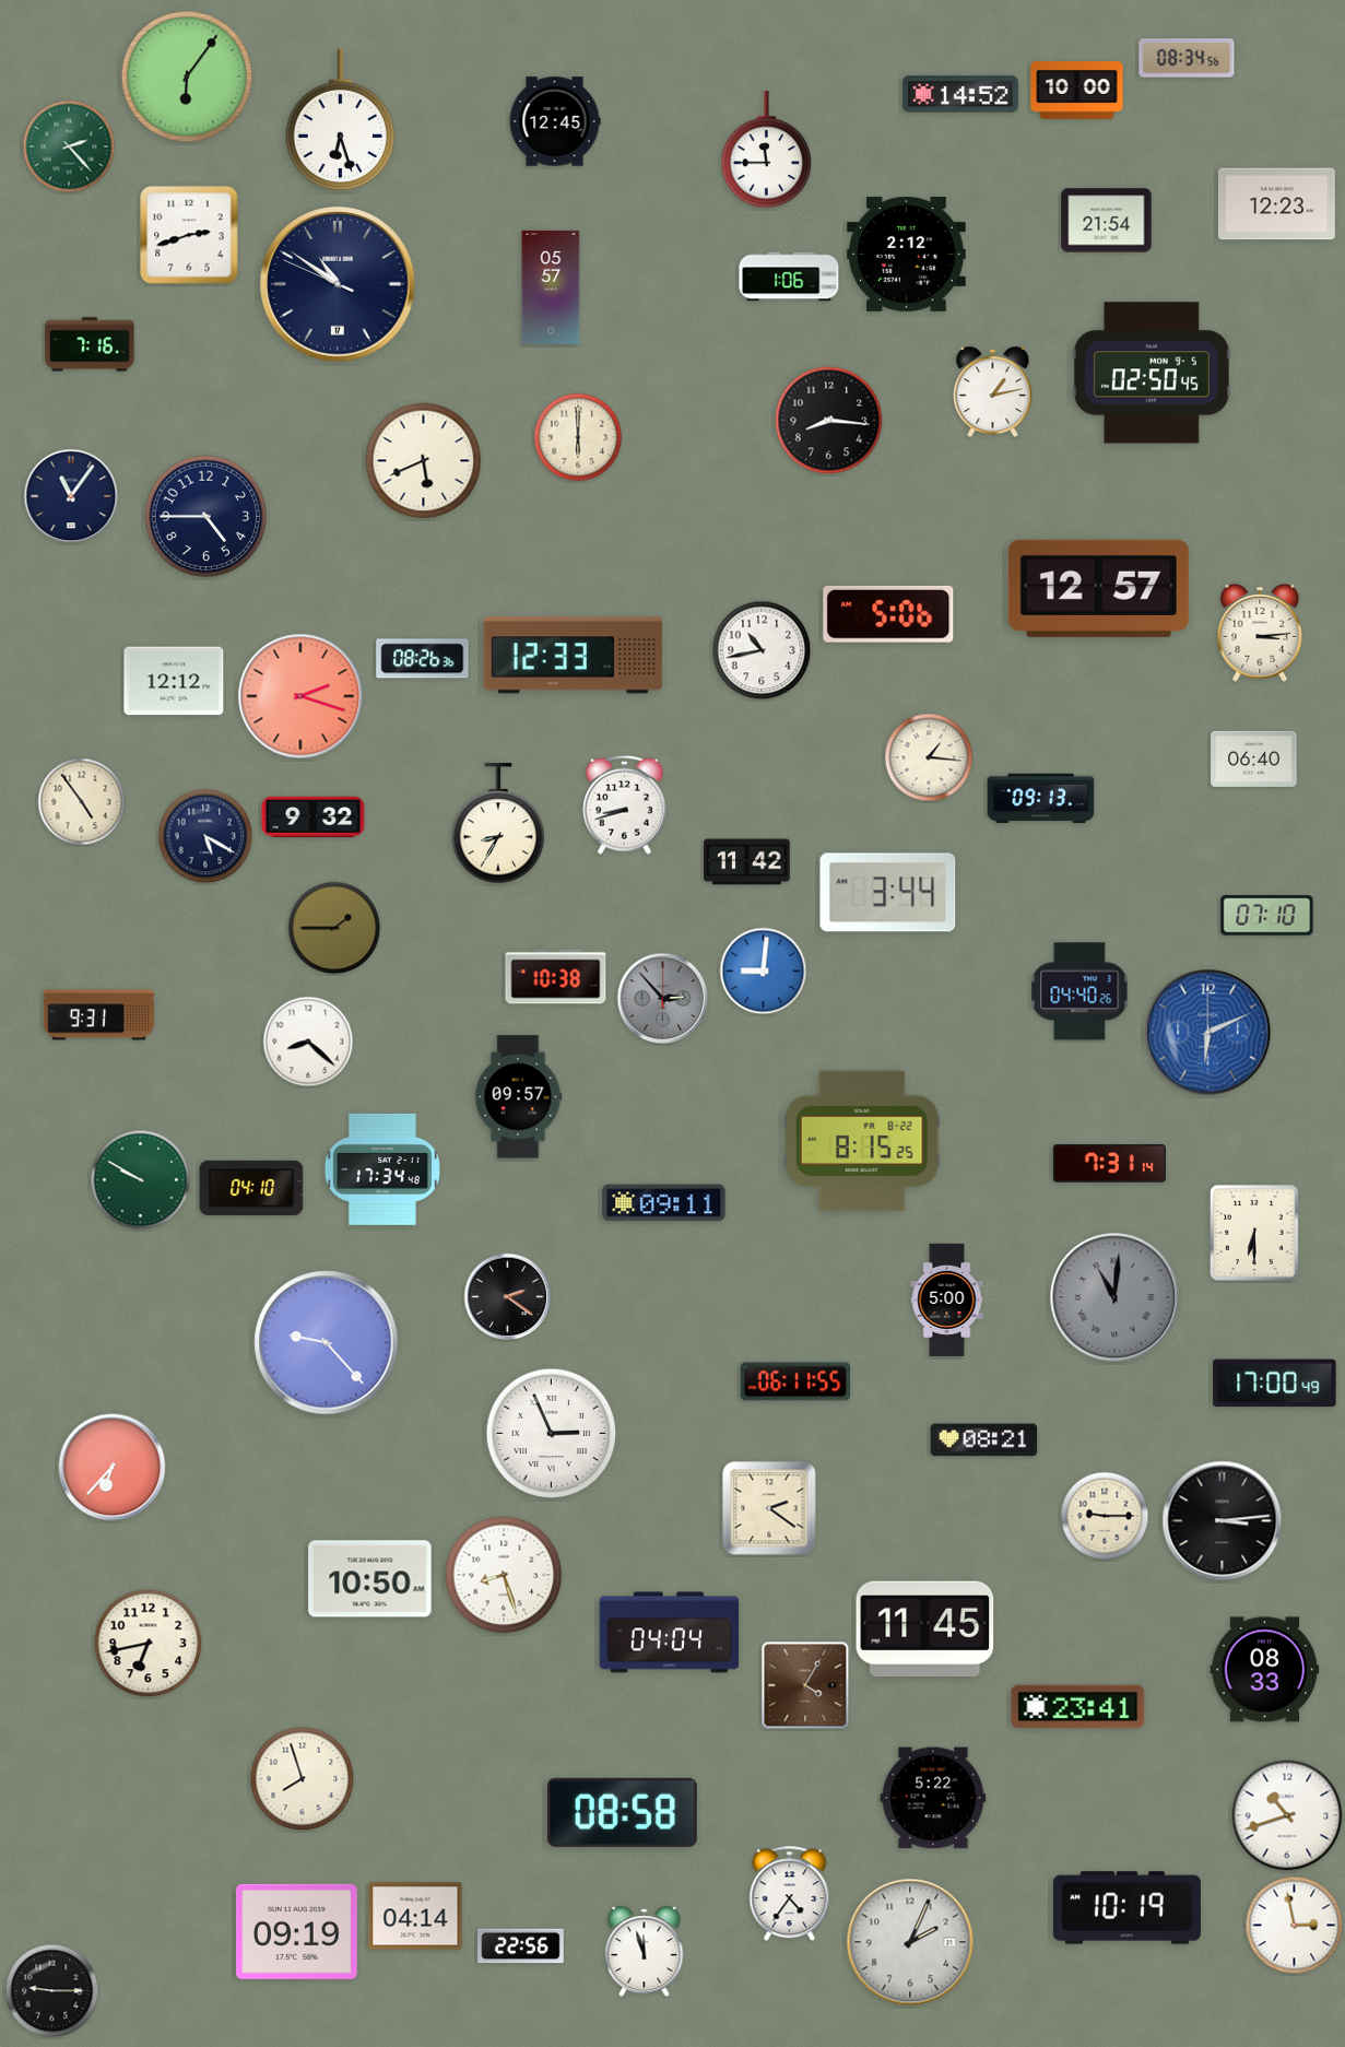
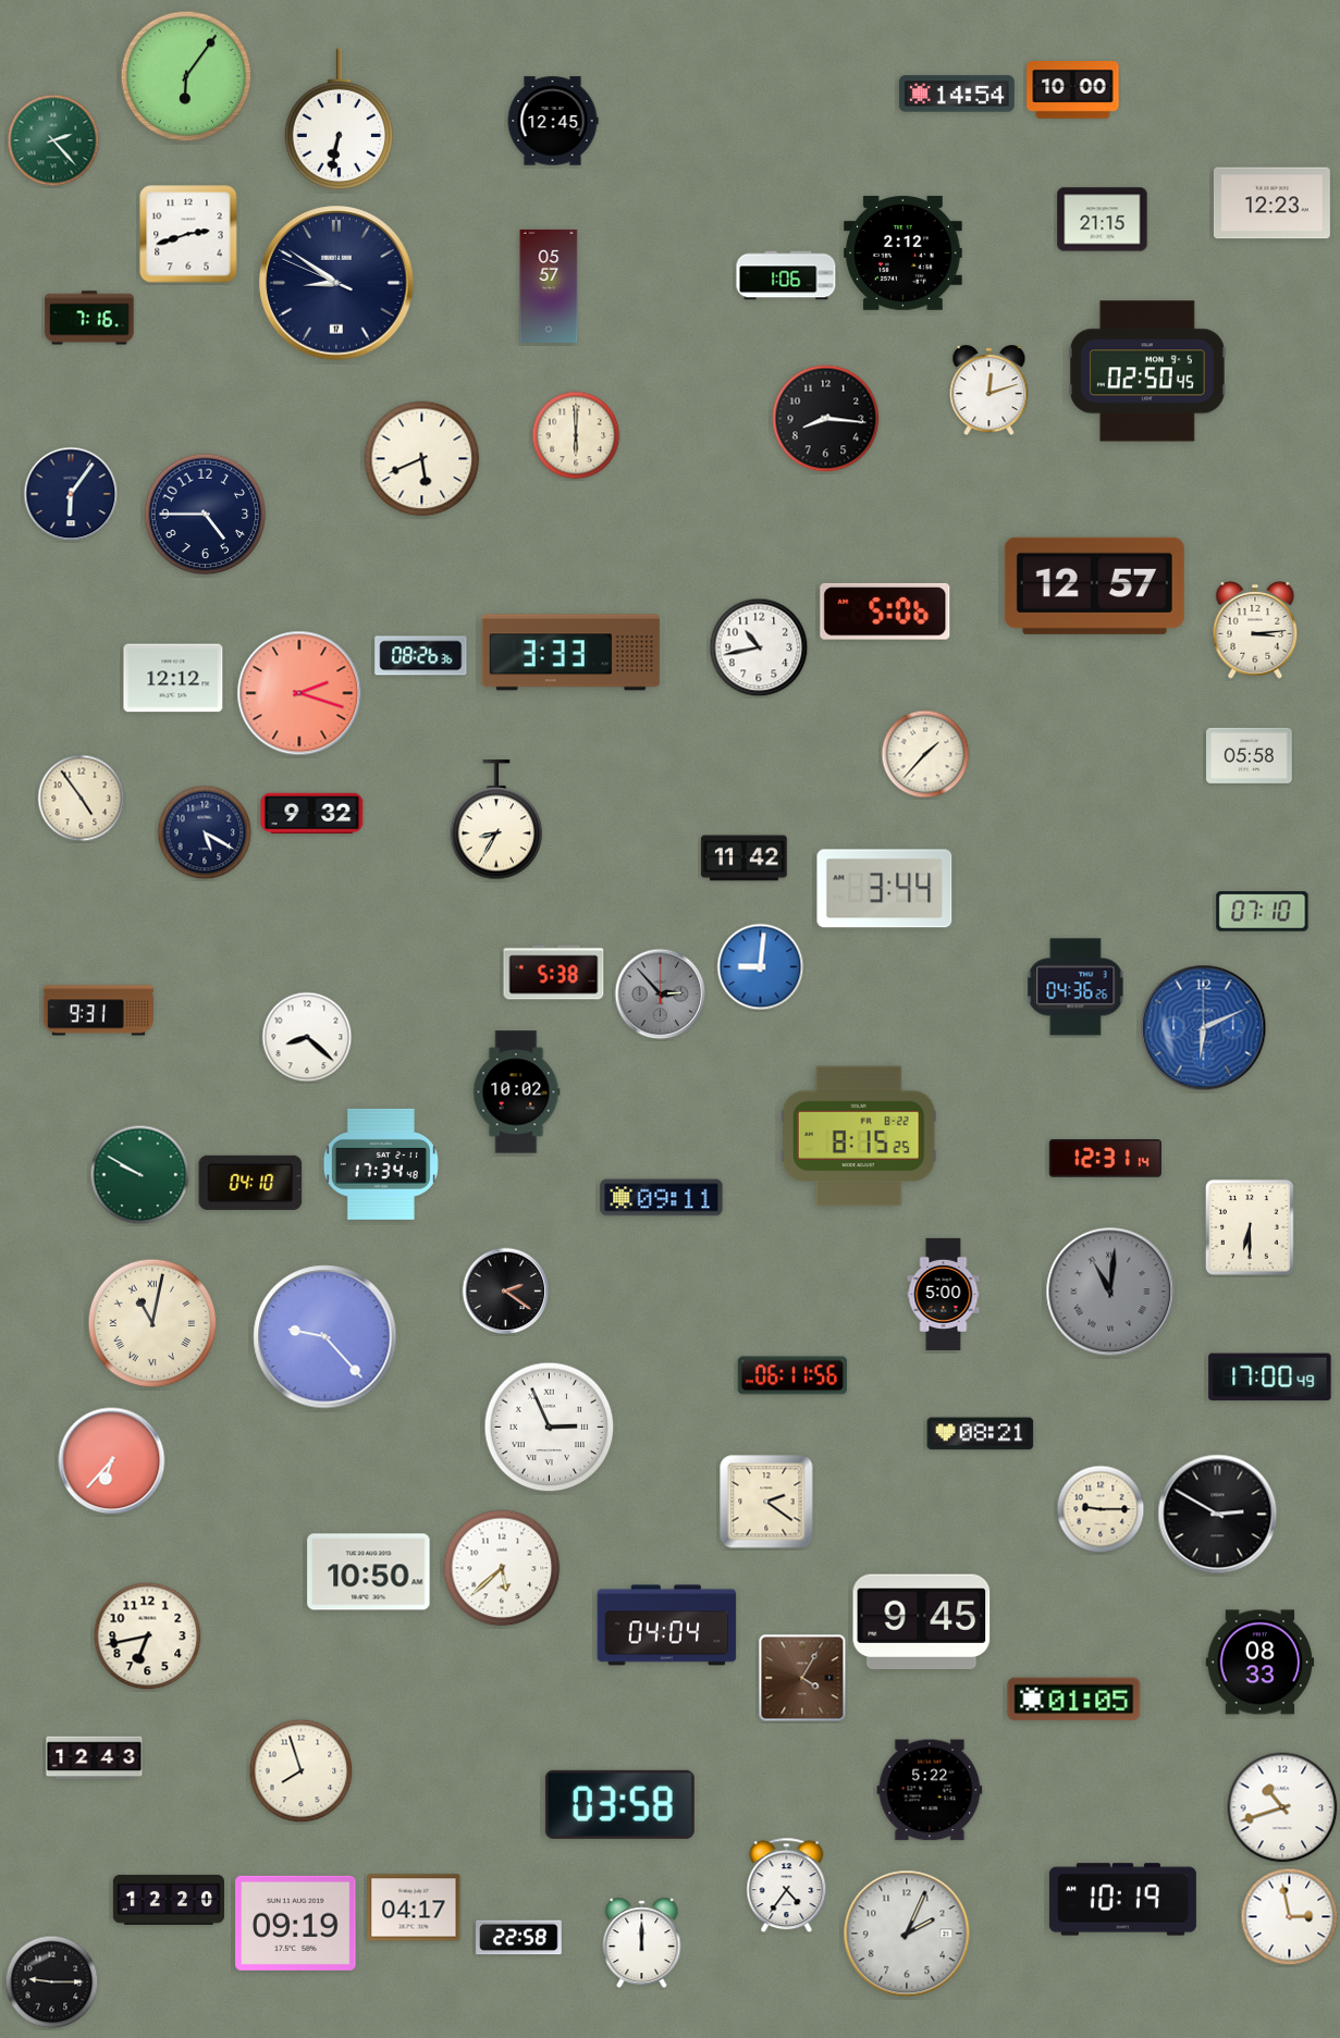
clock at (1187, 58): 08:34 -> none
clock at (960, 94): 14:52 -> 14:54
clock at (340, 120): 6:27 -> 6:32
clock at (69, 146) position: (69, 146) -> (53, 140)
clock at (767, 150): 11:45 -> none
clock at (1107, 221): 21:54 -> 21:15
clock at (338, 284): 10:50 -> 8:50
clock at (90, 344) position: (90, 344) -> (89, 318)
clock at (993, 392): 1:13 -> 12:12
clock at (71, 496): 11:06 -> 6:06
clock at (573, 656): 12:33 -> 3:33
clock at (929, 757): 1:16 -> 1:37
clock at (1254, 758): 06:40 -> 05:58
clock at (1041, 799): 09:13 -> none
clock at (625, 804): 8:42 -> none
clock at (334, 928): 1:45 -> none
clock at (556, 977): 10:38 -> 5:38
clock at (1079, 991): 04:40 -> 04:36
clock at (518, 1097): 09:57 -> 10:02
clock at (1109, 1164): 7:31 -> 12:31
clock at (152, 1323): none -> 11:02
clock at (795, 1381): 06:11:55 -> 06:11:56
clock at (1223, 1521): 3:14 -> 2:50
clock at (504, 1575): 8:27 -> 5:38
clock at (925, 1628): 11:45 -> 9:45
clock at (1078, 1707): 23:41 -> 01:05
clock at (95, 1758): none -> 12:43
clock at (622, 1812): 08:58 -> 03:58
clock at (168, 1900): none -> 12:20
clock at (415, 1916): 04:14 -> 04:17
clock at (521, 1946): 22:56 -> 22:58
clock at (645, 1952): 11:57 -> 12:00
